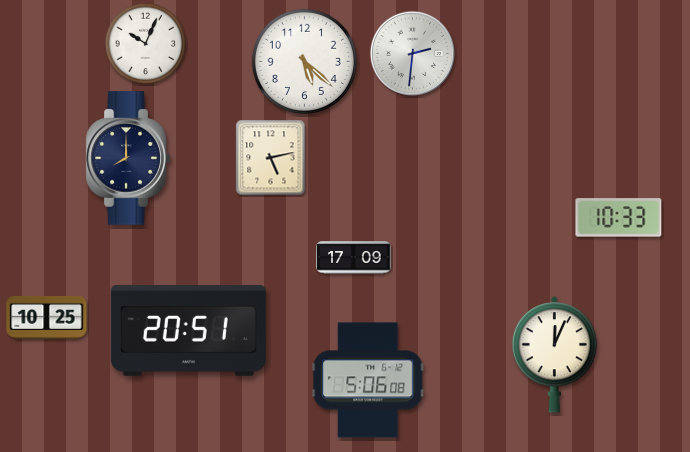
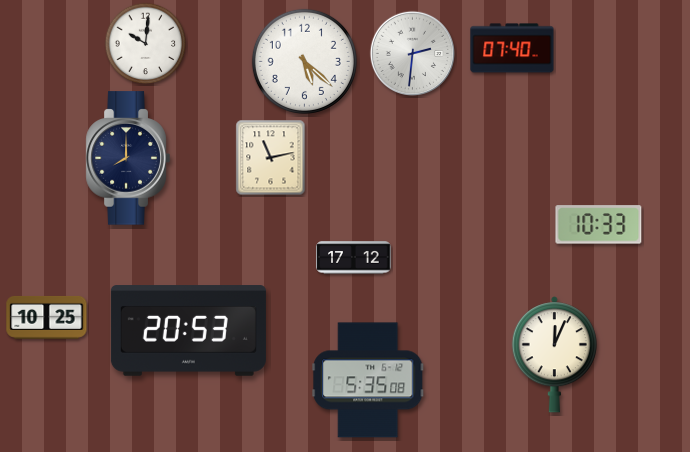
clock at (146, 44): 10:04 -> 10:01
clock at (512, 48): none -> 07:40
clock at (271, 158): 5:13 -> 11:13
clock at (619, 218) position: (619, 218) -> (599, 225)
clock at (354, 258): 17:09 -> 17:12
clock at (188, 331): 20:51 -> 20:53
clock at (368, 380): 5:06 -> 5:35
